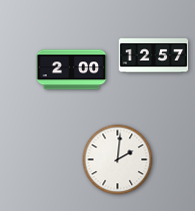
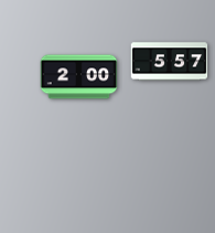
clock at (154, 56): 12:57 -> 5:57
clock at (118, 160): 2:01 -> none
